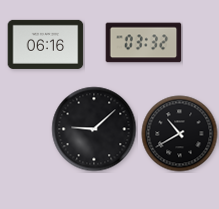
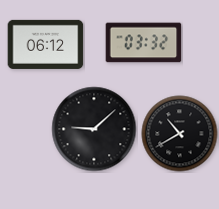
clock at (46, 44): 06:16 -> 06:12
